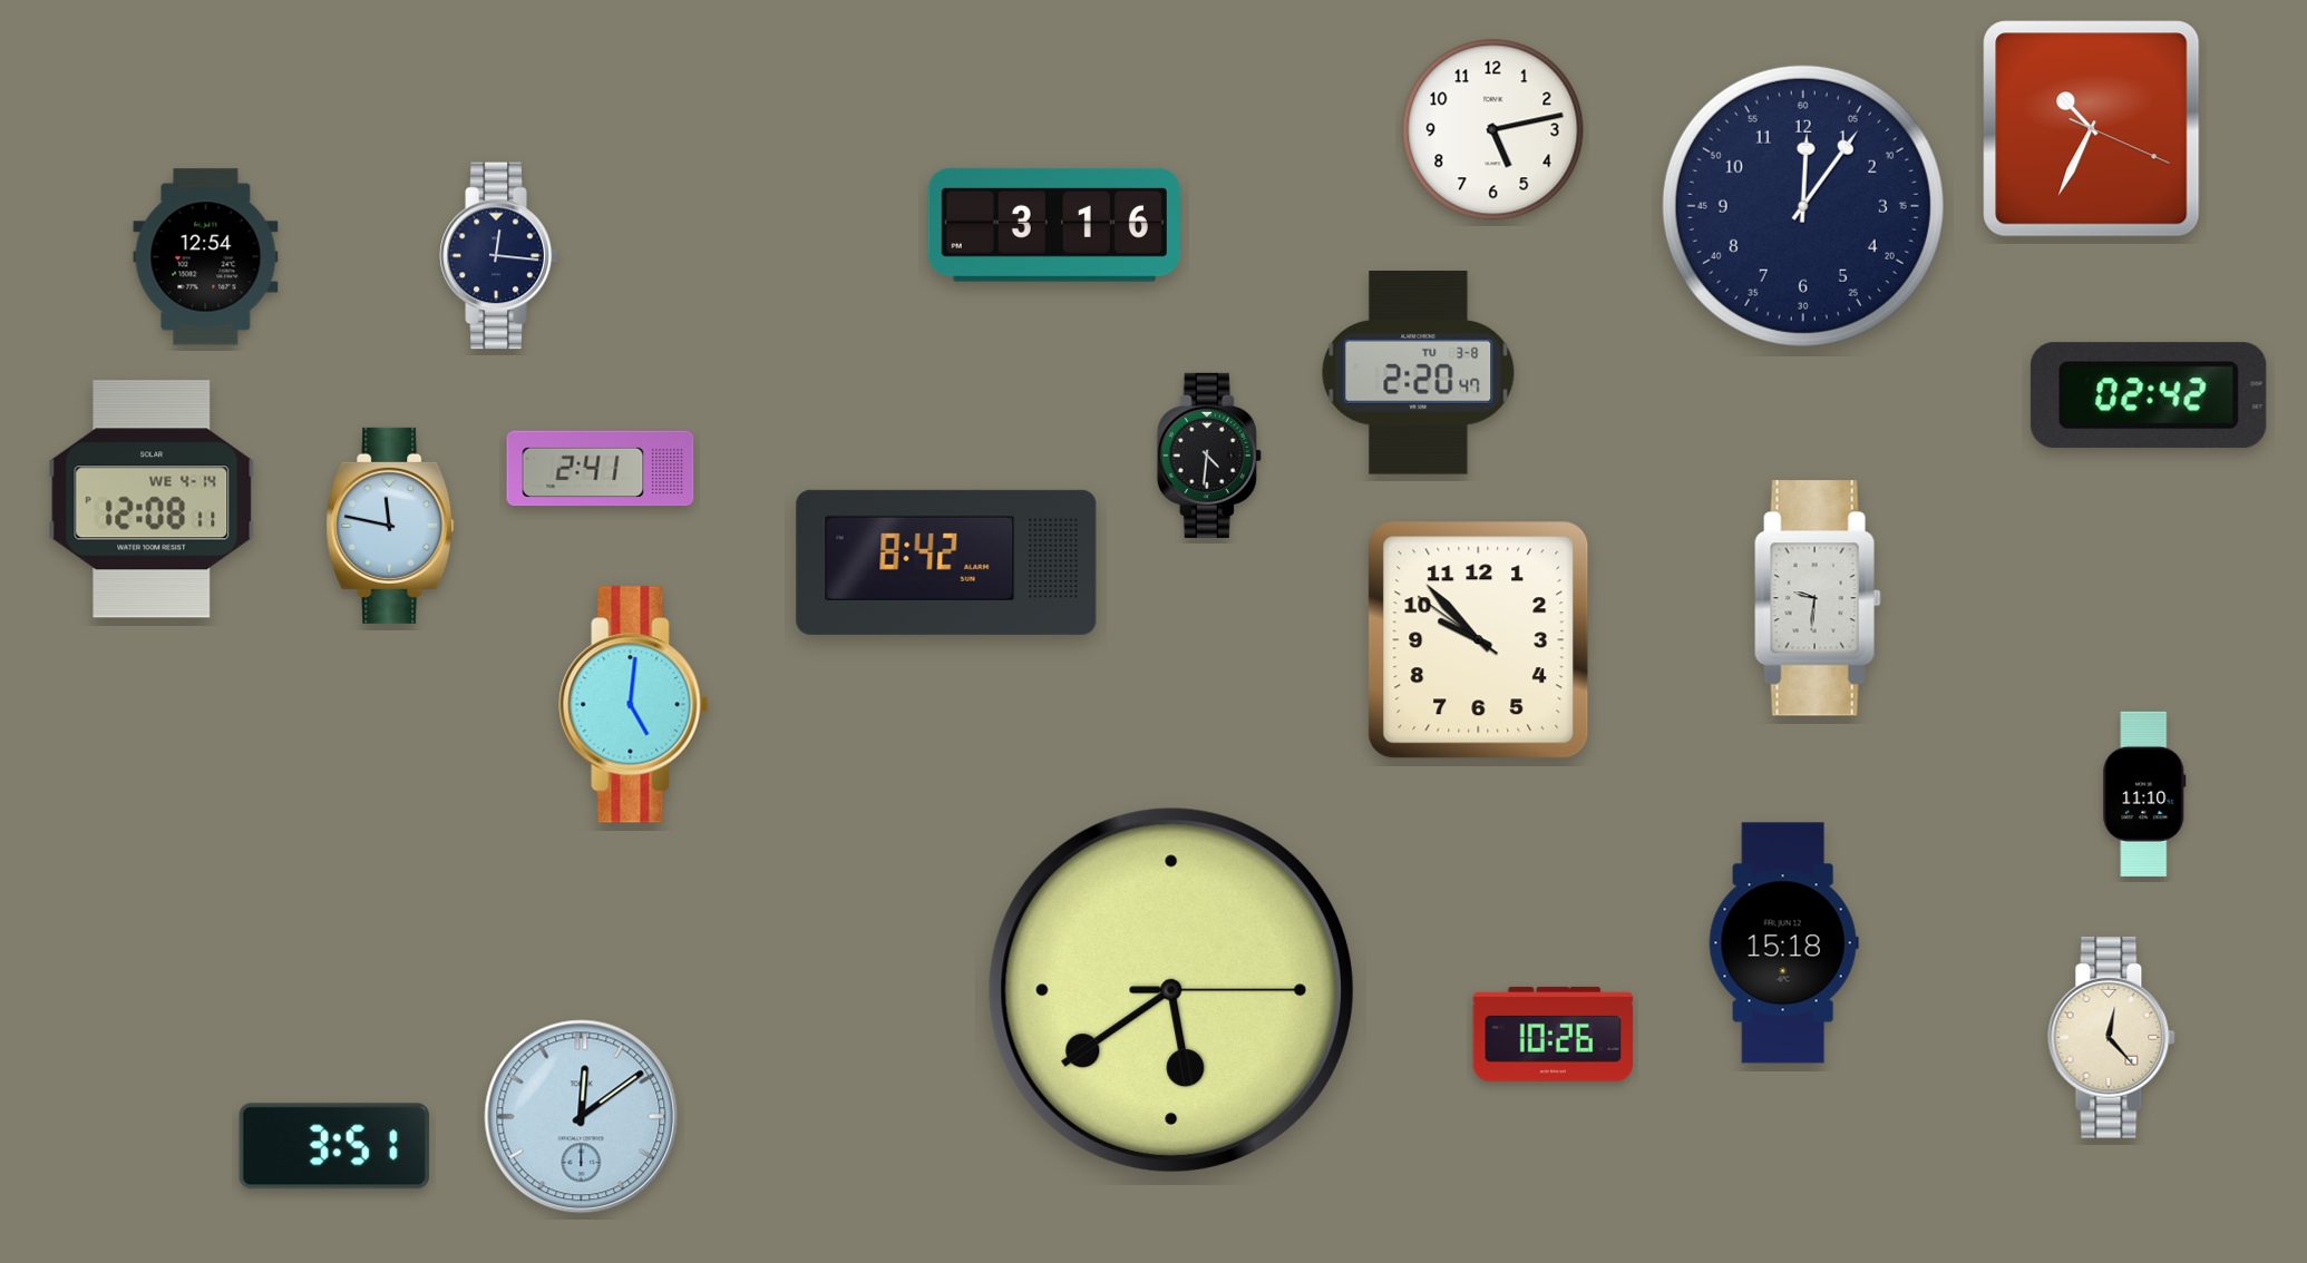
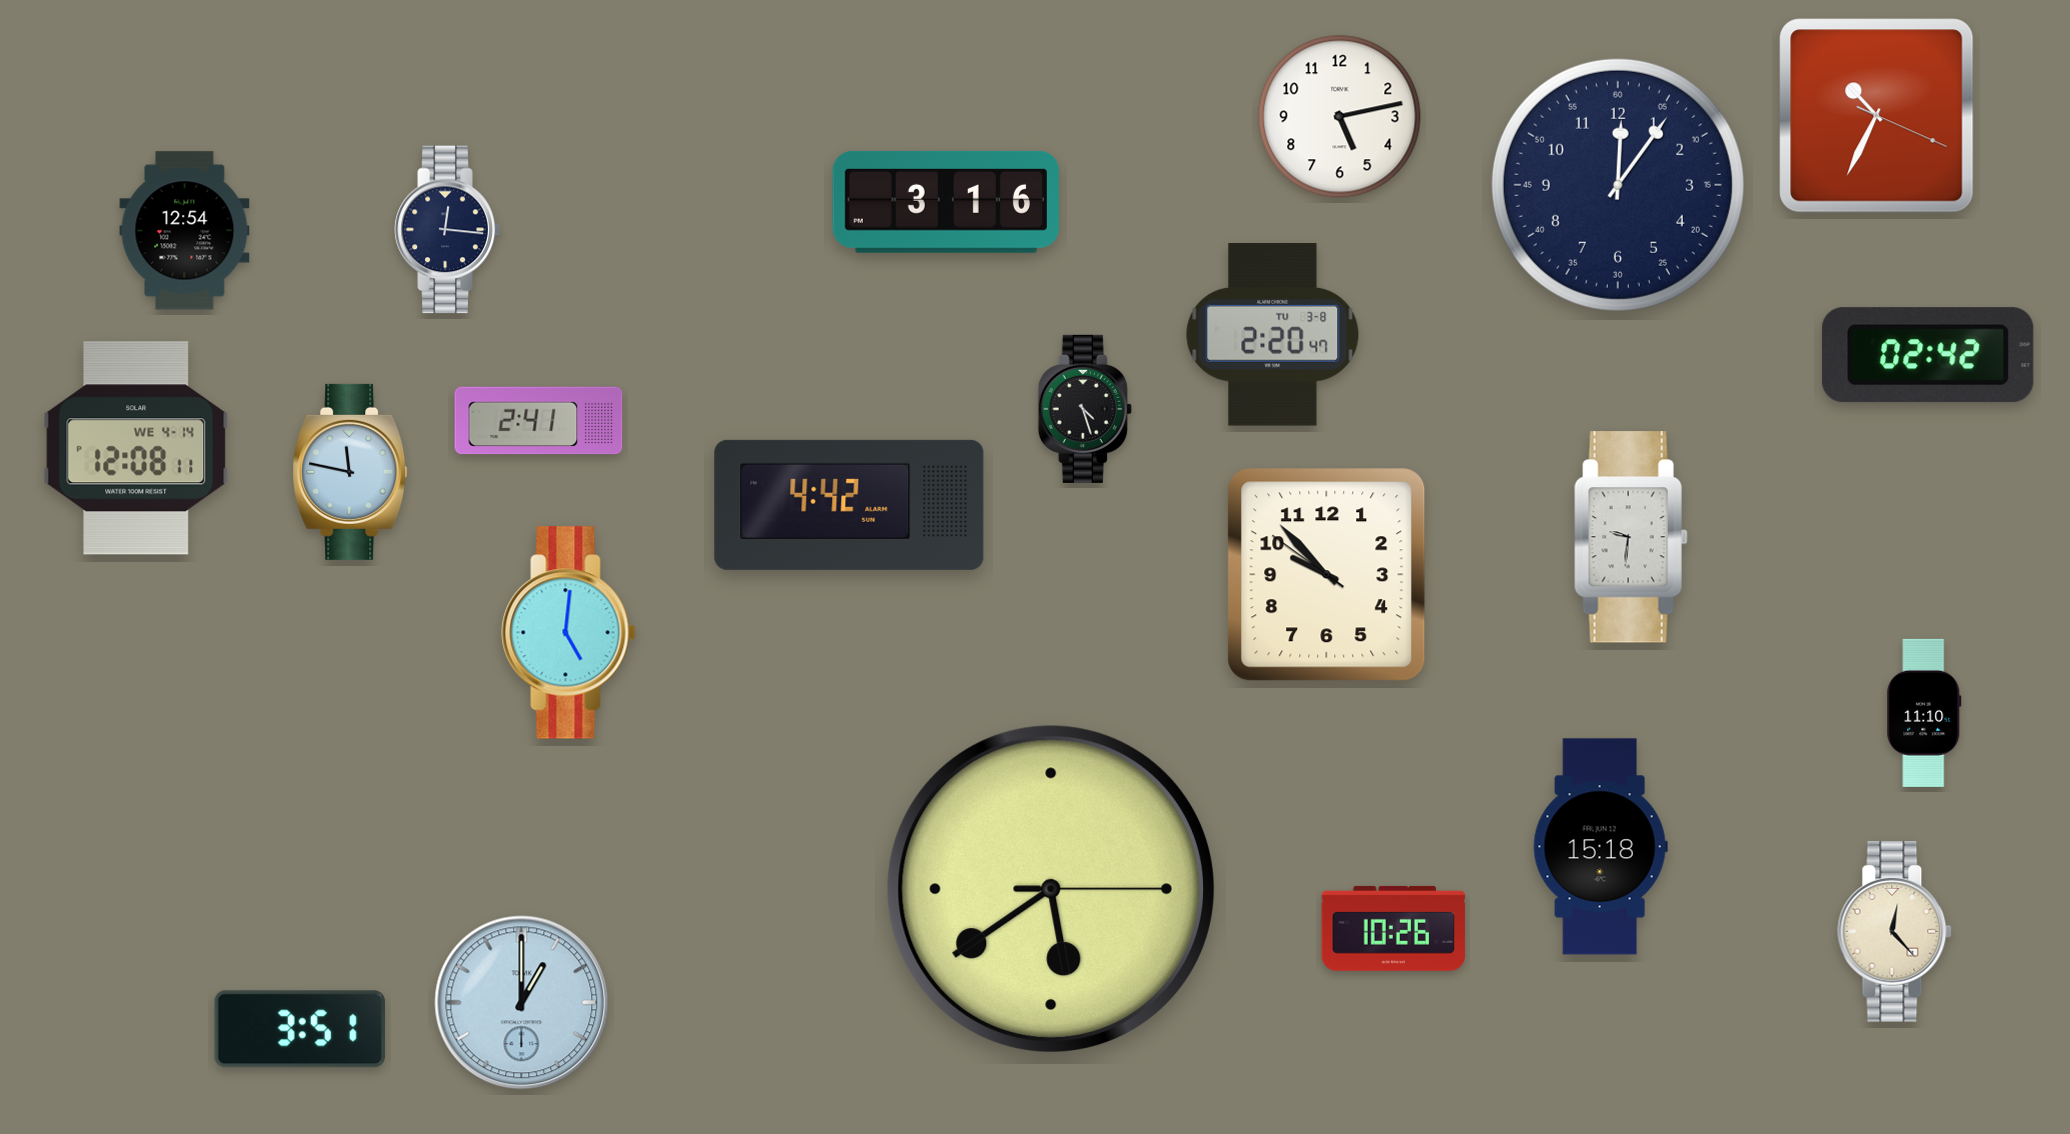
clock at (1209, 456): 4:31 -> 4:27
clock at (946, 562): 8:42 -> 4:42
clock at (582, 1117): 12:09 -> 1:00
